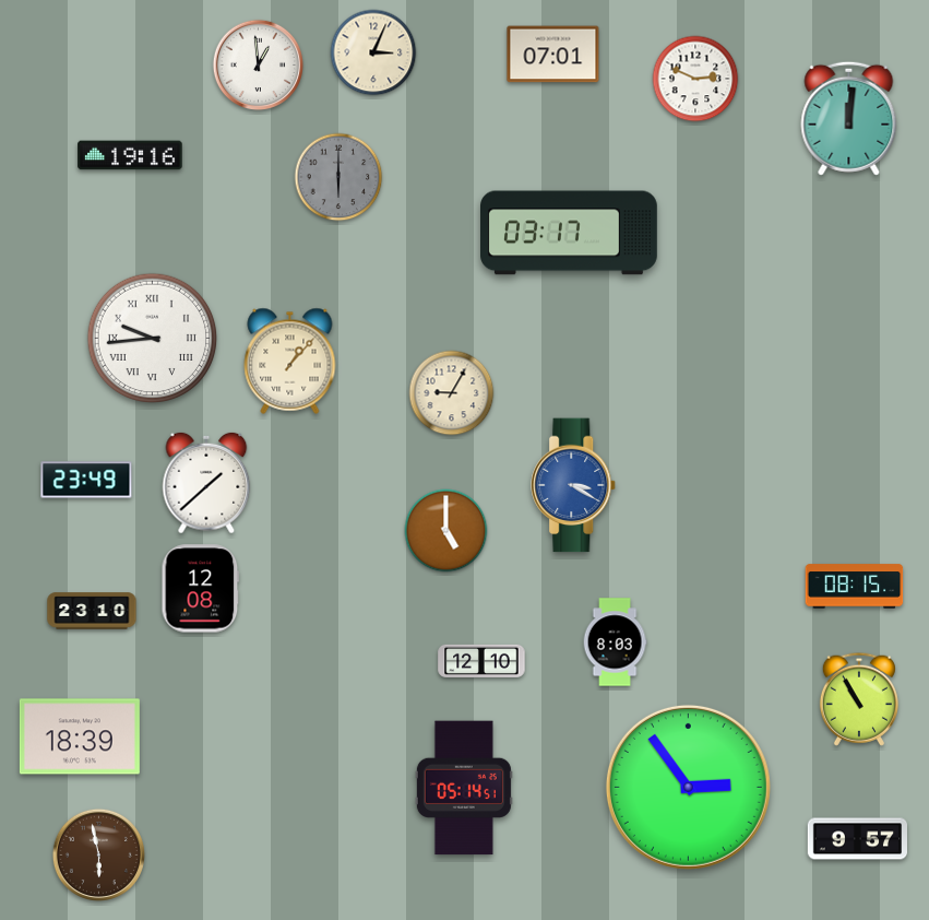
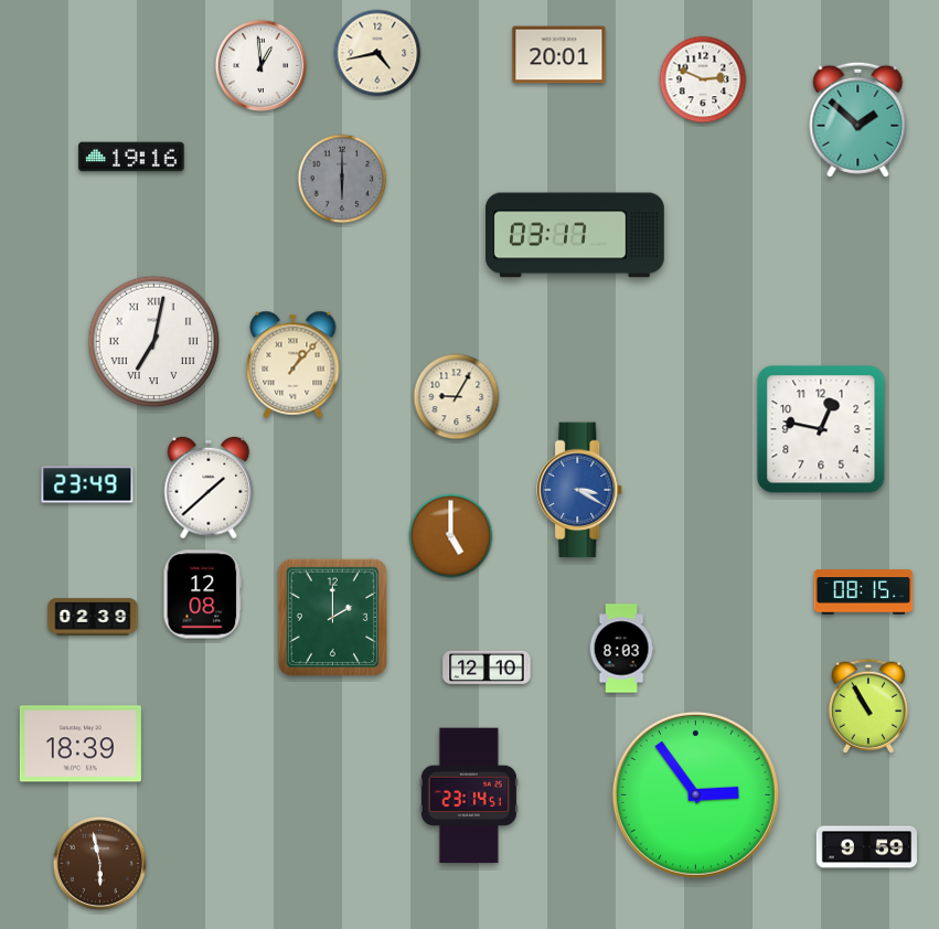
clock at (373, 52): 3:04 -> 4:43
clock at (553, 55): 07:01 -> 20:01
clock at (849, 118): 12:01 -> 1:52
clock at (153, 339): 9:44 -> 7:02
clock at (821, 429): none -> 12:47
clock at (92, 611): 23:10 -> 02:39
clock at (332, 617): none -> 2:00
clock at (464, 788): 05:14 -> 23:14
clock at (857, 839): 9:57 -> 9:59
